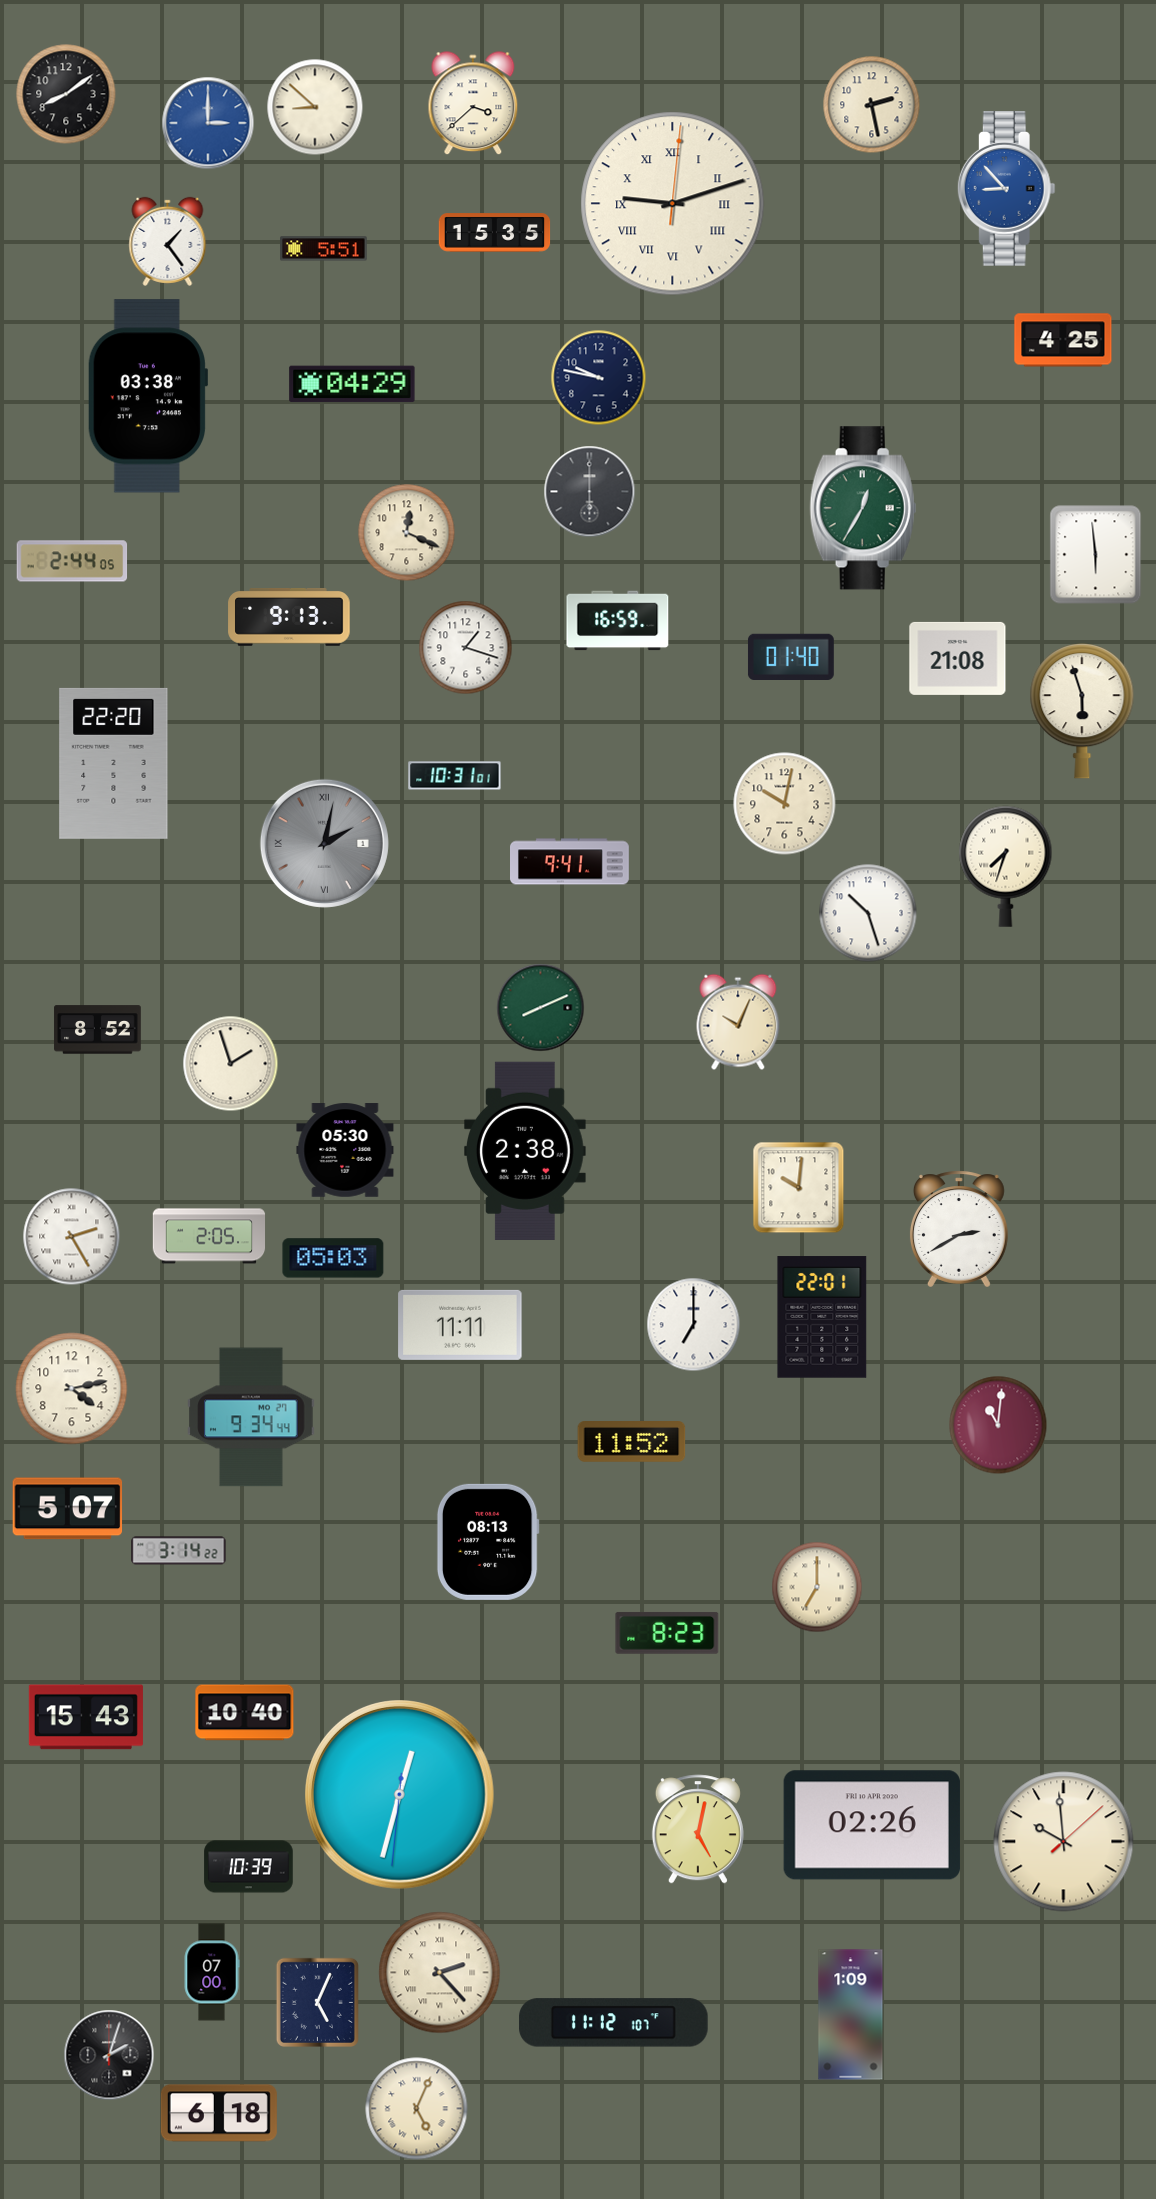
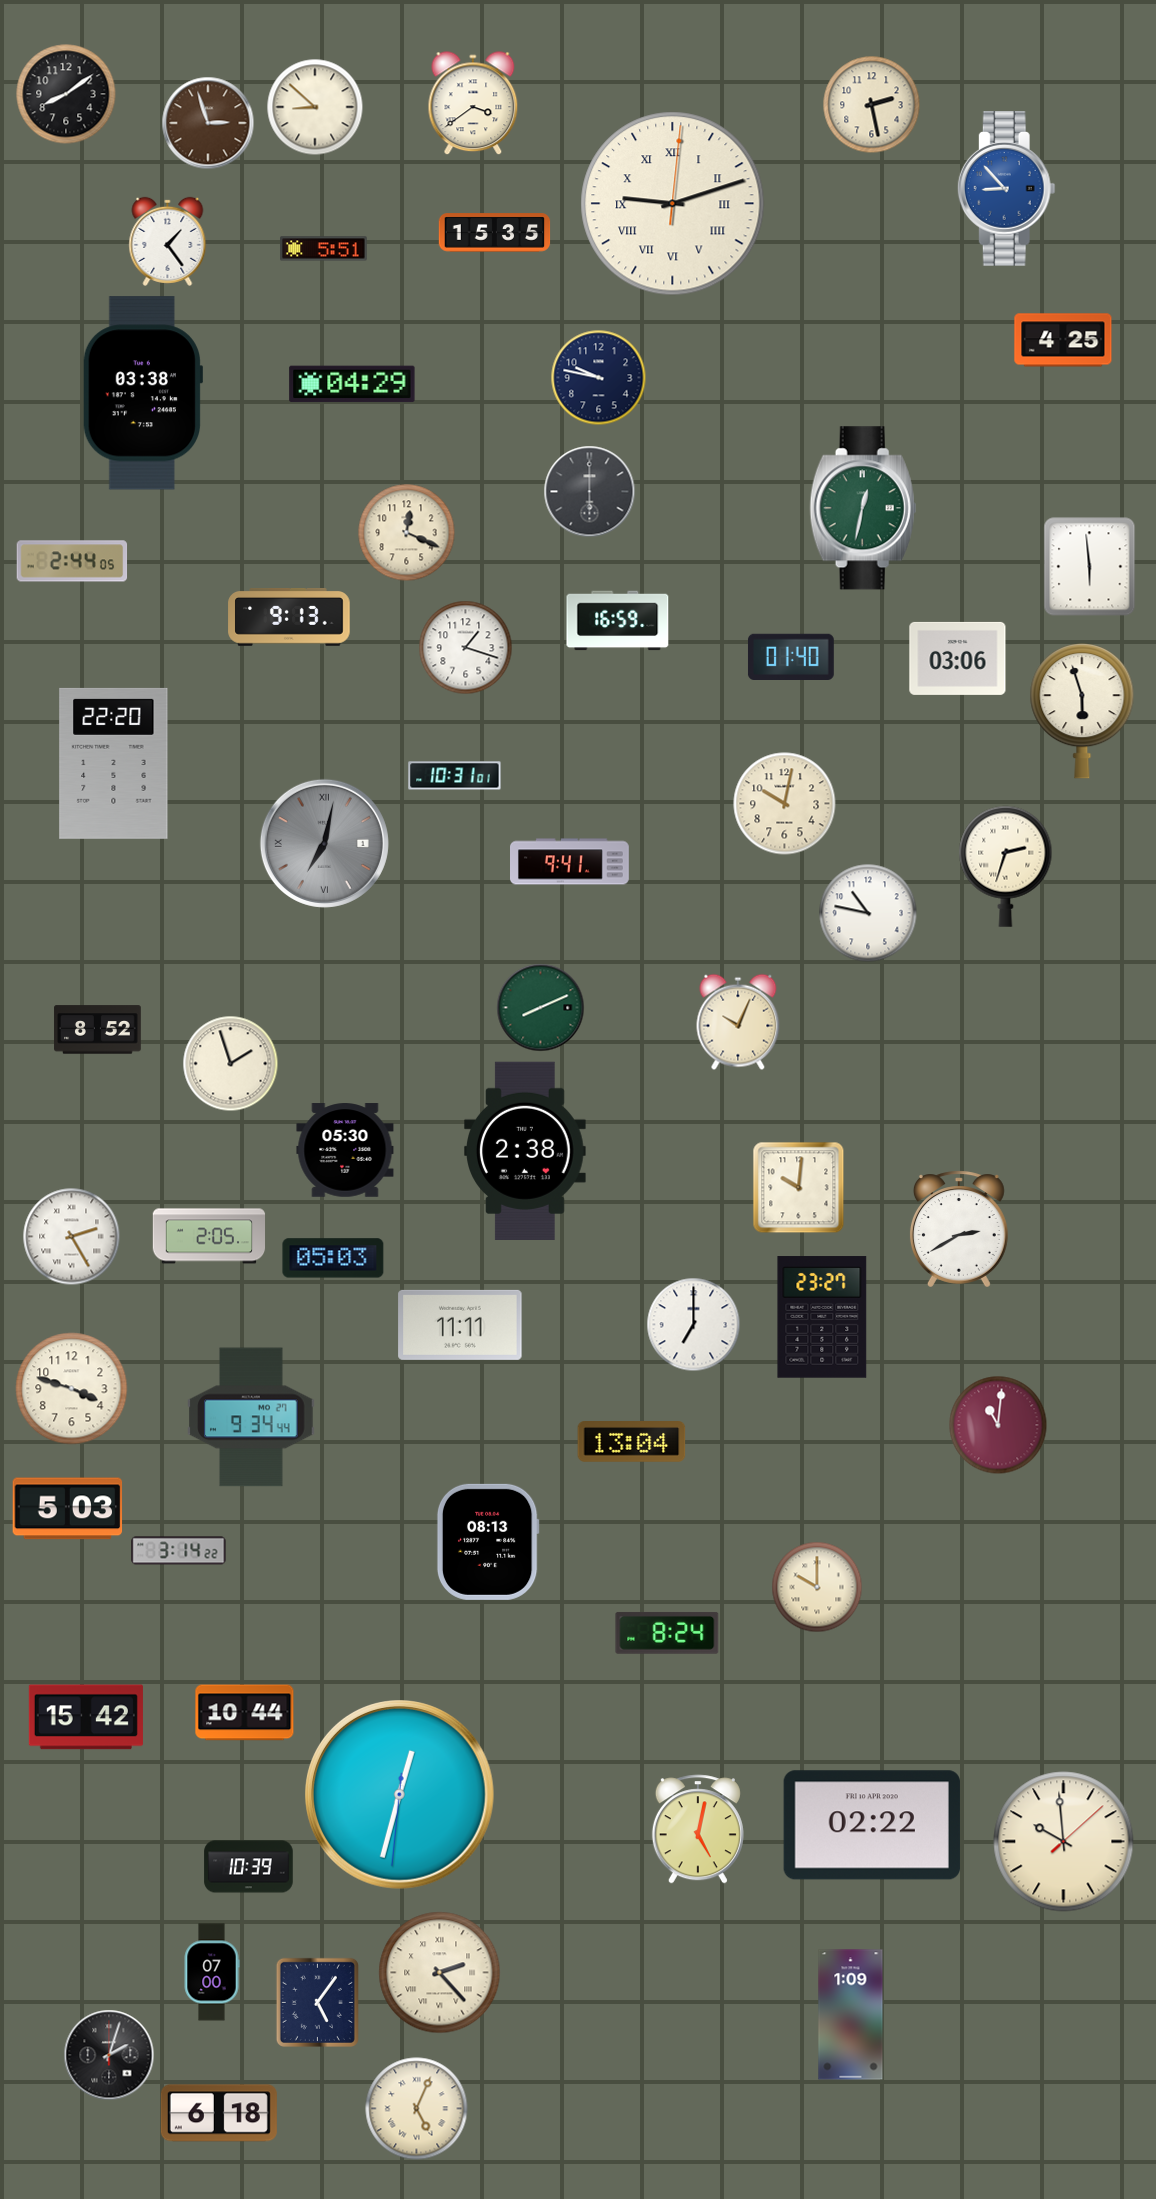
clock at (473, 104): 3:38 -> 3:39
clock at (208, 123): 3:00 -> 2:57
clock at (208, 123) dial: blue -> brown
clock at (147, 396) position: (147, 396) -> (142, 393)
clock at (863, 508): 12:35 -> 12:32
clock at (1096, 555) position: (1096, 555) -> (1090, 567)
clock at (958, 658): 21:08 -> 03:06
clock at (324, 843): 2:02 -> 7:02
clock at (1006, 866): 7:33 -> 2:33
clock at (868, 913): 10:27 -> 10:47
clock at (822, 1317): 22:01 -> 23:27
clock at (72, 1389): 4:13 -> 3:48
clock at (632, 1442): 11:52 -> 13:04
clock at (68, 1509): 5:07 -> 5:03
clock at (817, 1587): 7:00 -> 10:00
clock at (667, 1633): 8:23 -> 8:24
clock at (245, 1713): 10:40 -> 10:44
clock at (86, 1717): 15:43 -> 15:42
clock at (872, 1825): 02:26 -> 02:22
clock at (317, 2002): 5:04 -> 5:06
clock at (614, 2023): 11:12 -> none
